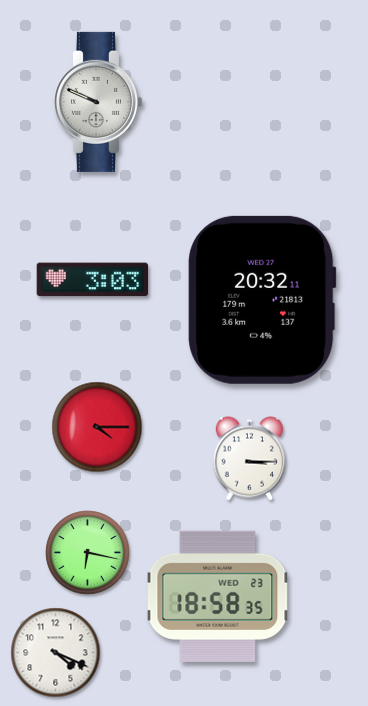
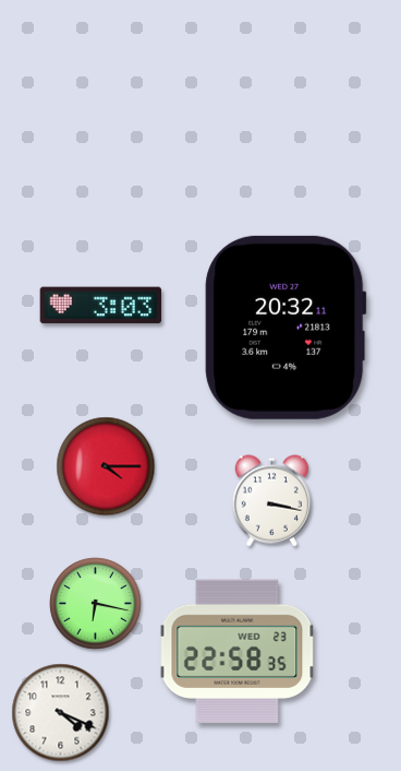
clock at (97, 102): 9:49 -> none
clock at (249, 459): 3:15 -> 3:17
clock at (218, 596): 18:58 -> 22:58
